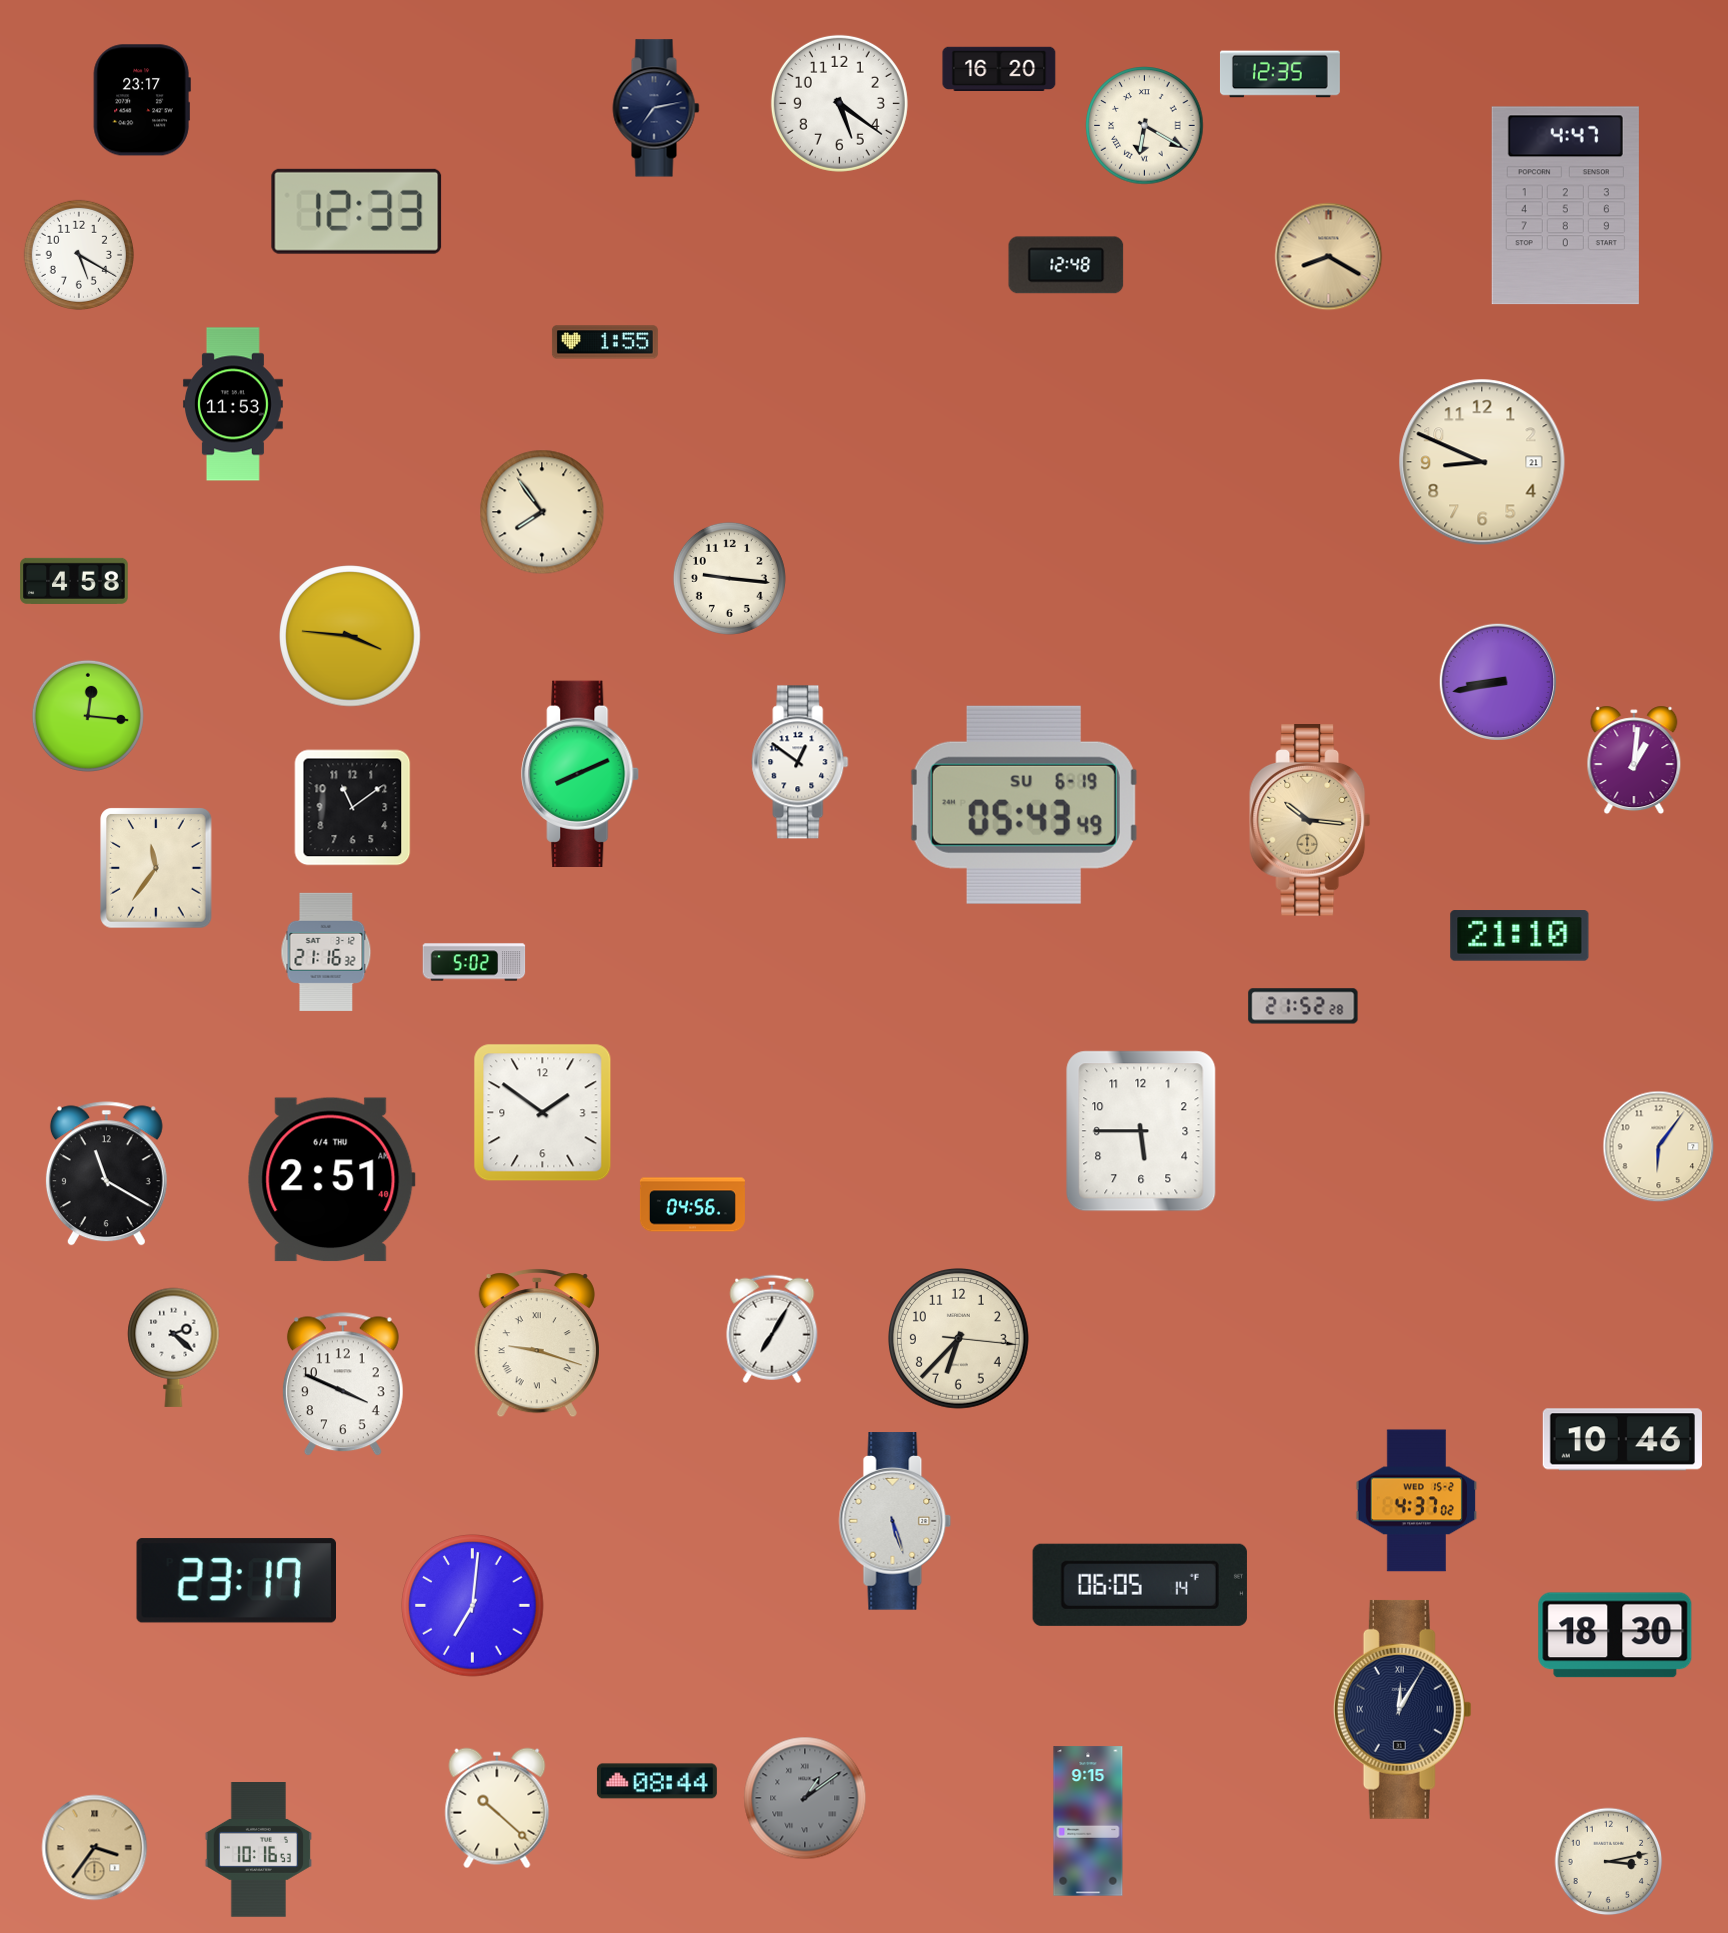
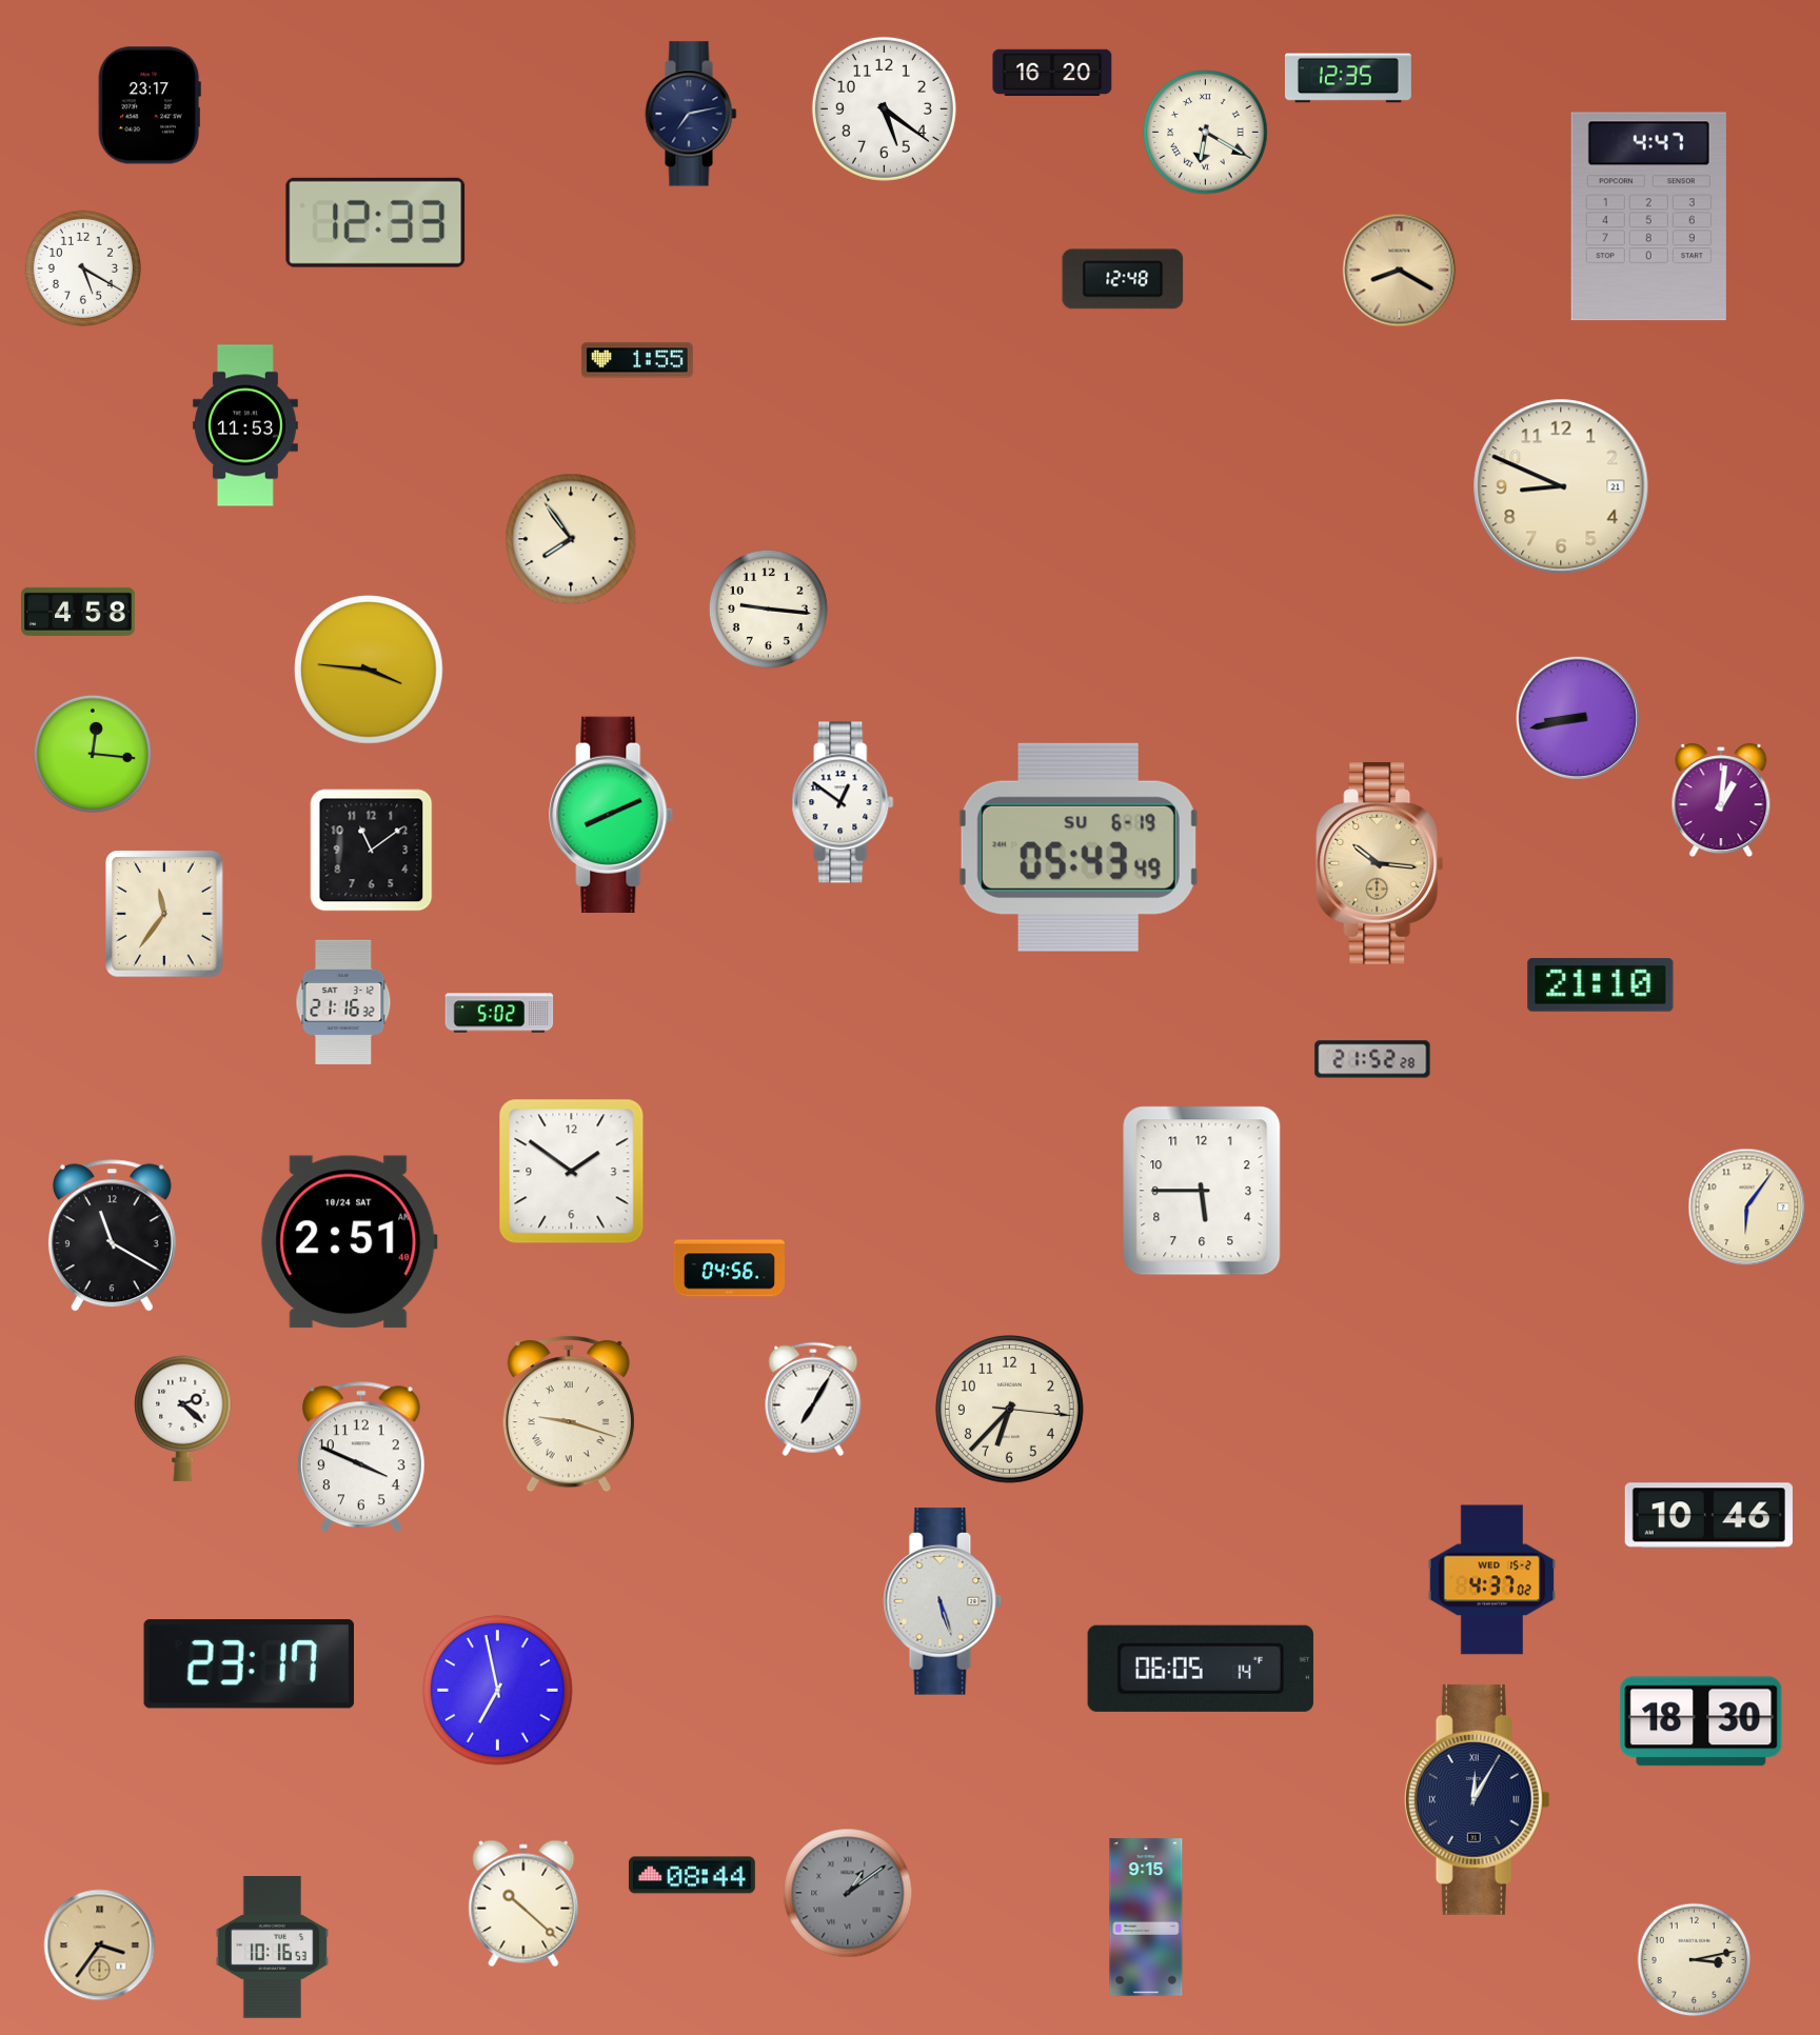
clock at (332, 1180) date: 6/4 THU -> 10/24 SAT
clock at (537, 1343) position: (537, 1343) -> (569, 1414)
clock at (473, 1606): 7:01 -> 6:58
